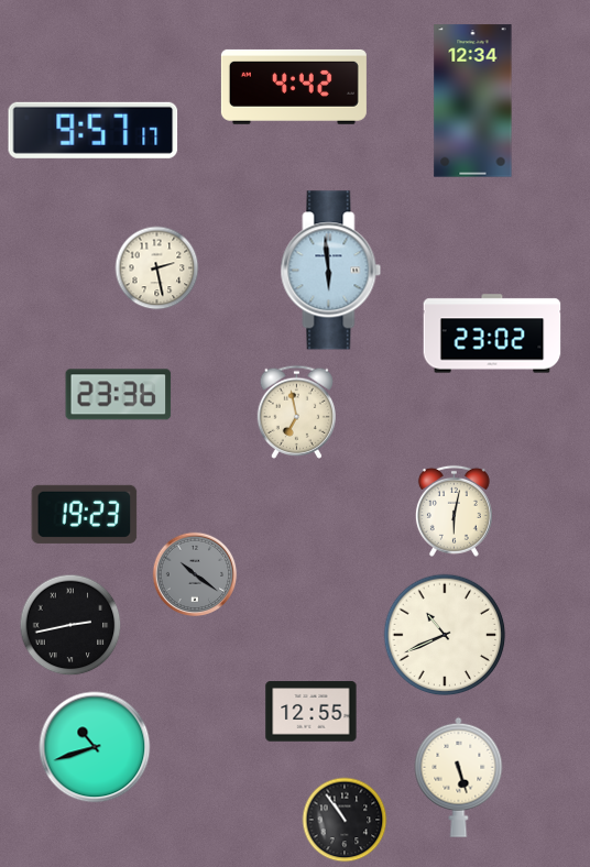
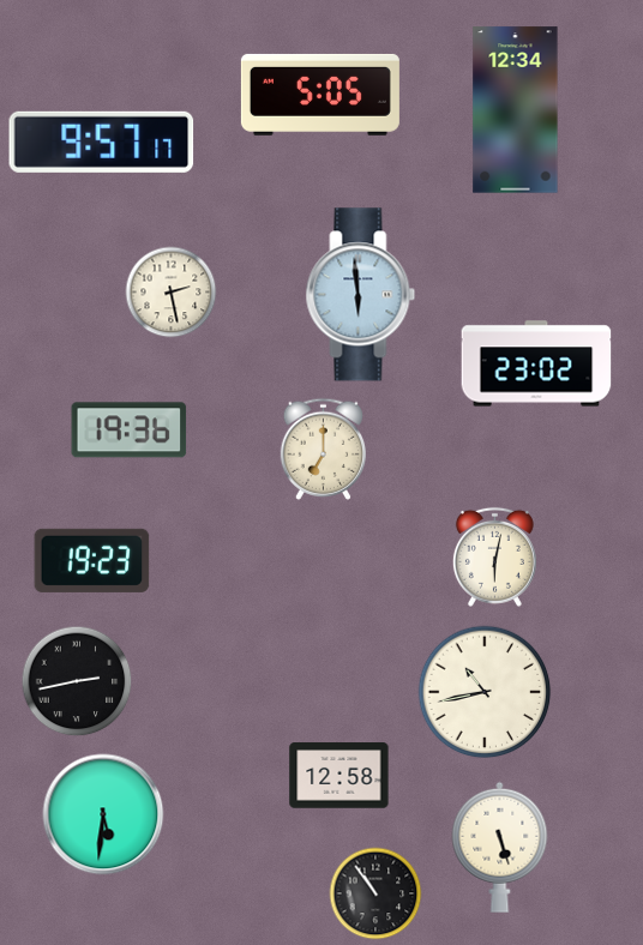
clock at (294, 87): 4:42 -> 5:05
clock at (119, 395): 23:36 -> 19:36
clock at (296, 411): 6:58 -> 7:00
clock at (195, 574): 10:21 -> none
clock at (445, 635): 10:41 -> 10:43
clock at (312, 712): 12:55 -> 12:58
clock at (95, 747): 10:42 -> 5:31
